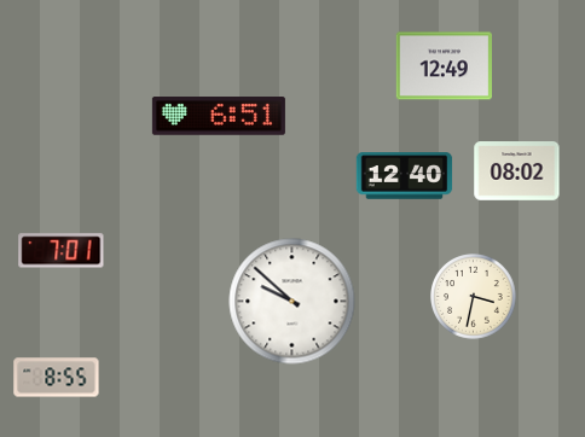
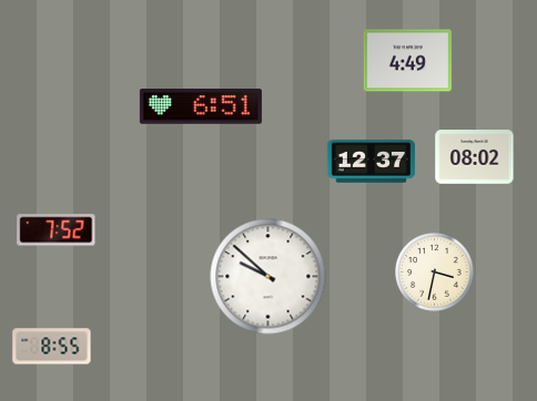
clock at (444, 66): 12:49 -> 4:49
clock at (405, 176): 12:40 -> 12:37
clock at (62, 251): 7:01 -> 7:52
